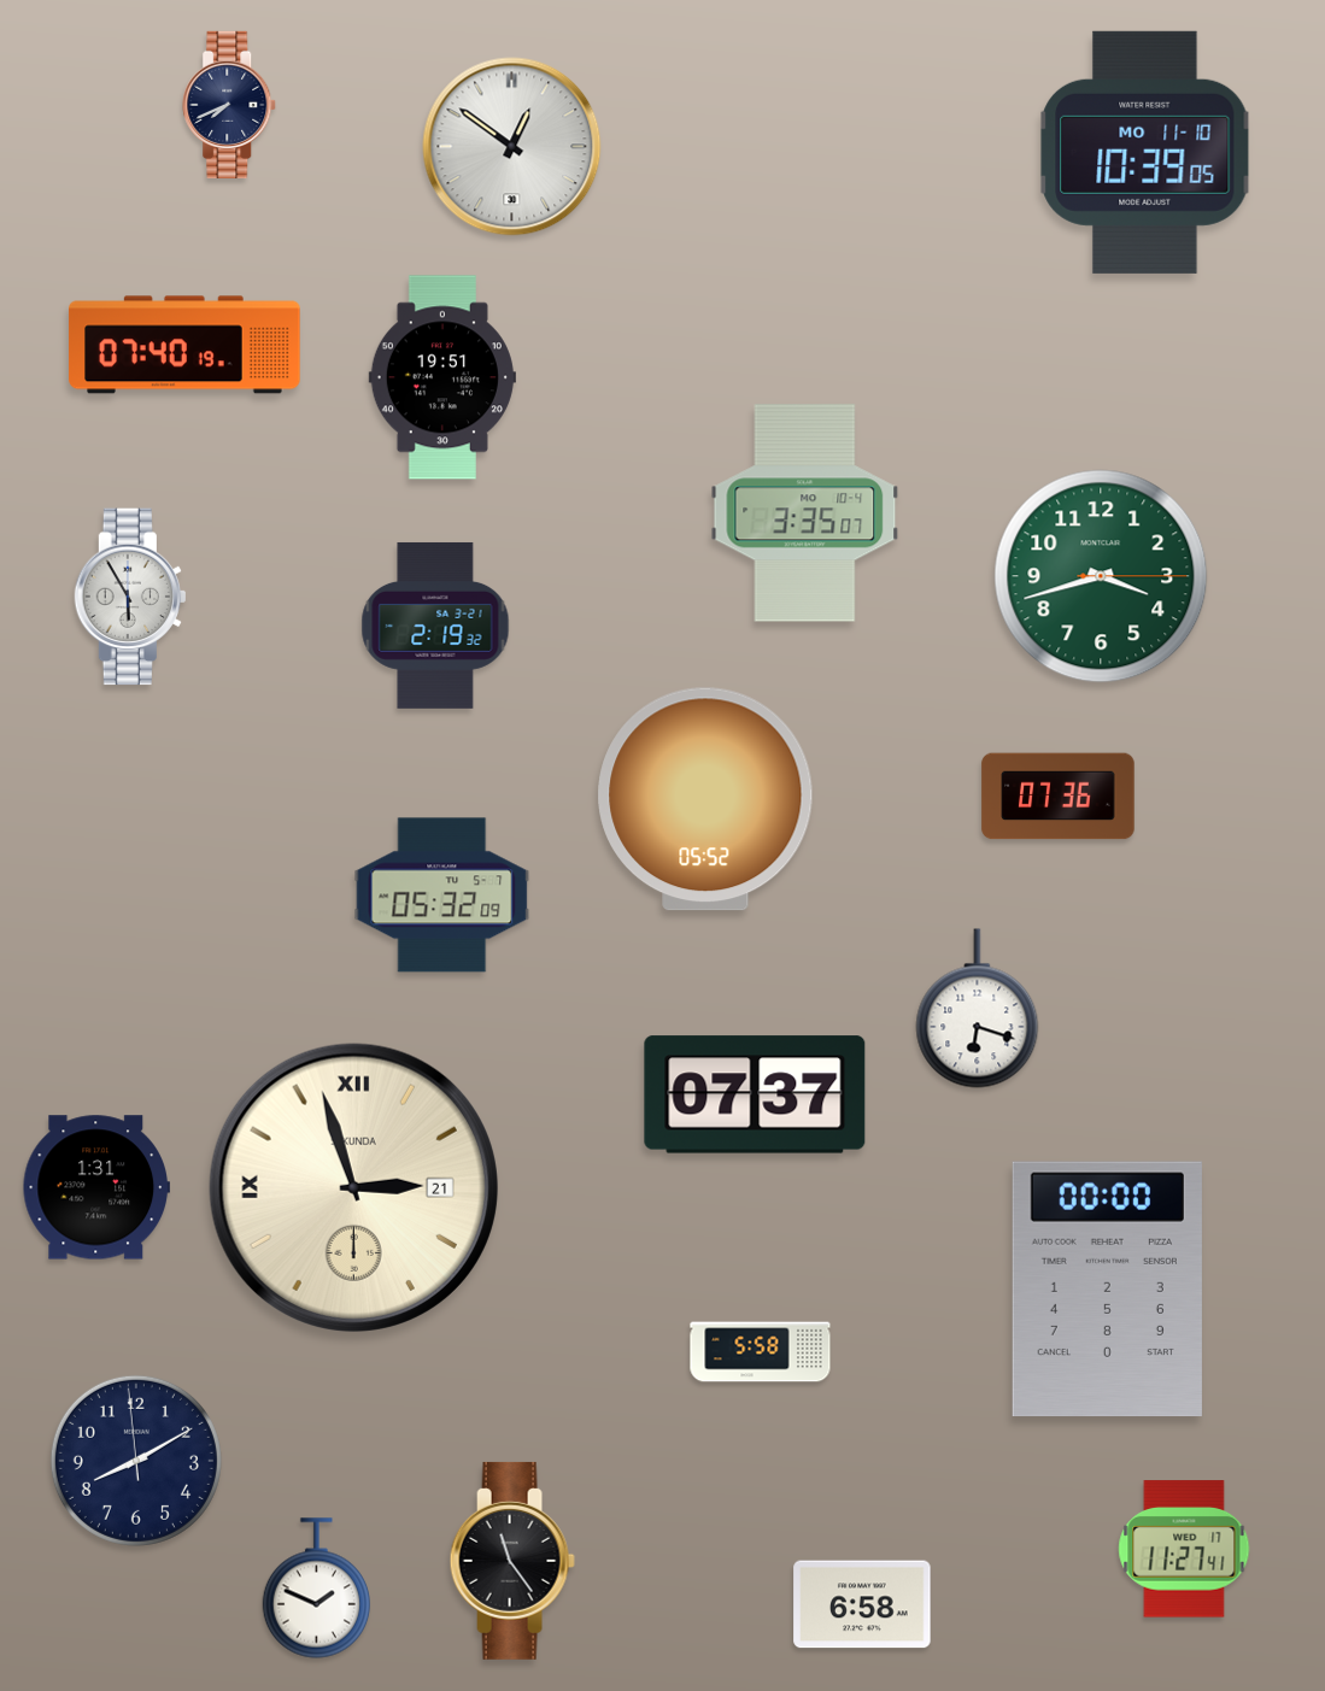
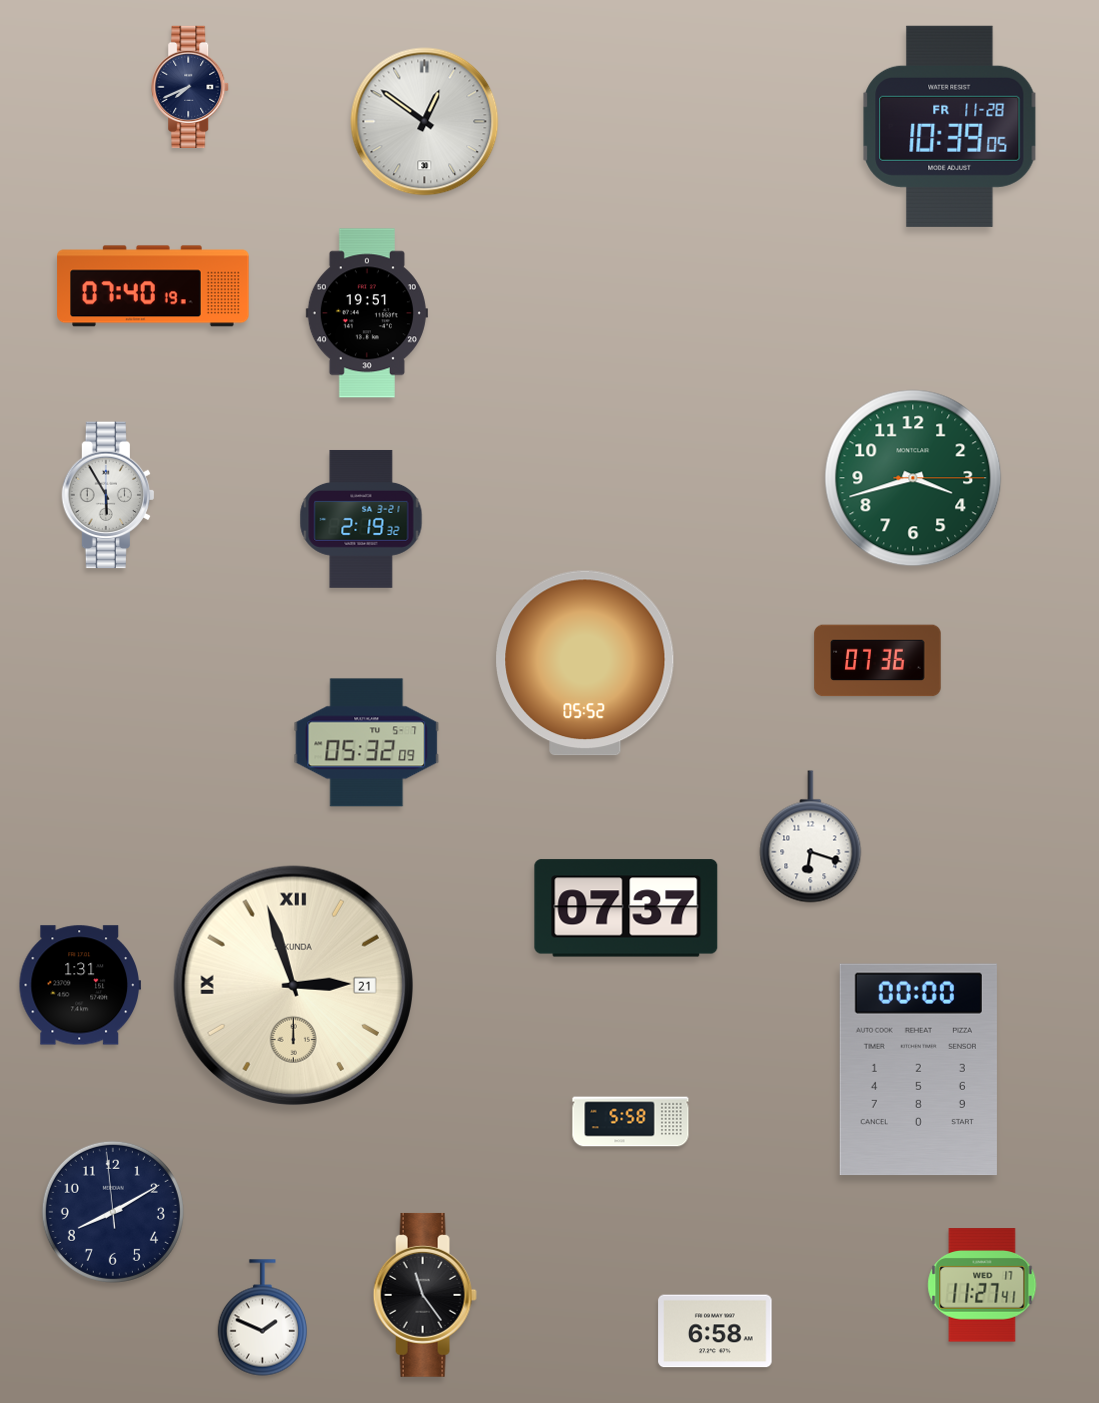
clock at (1145, 152) date: MO 11-10 -> FR 11-28
clock at (805, 513): 3:35 -> none
